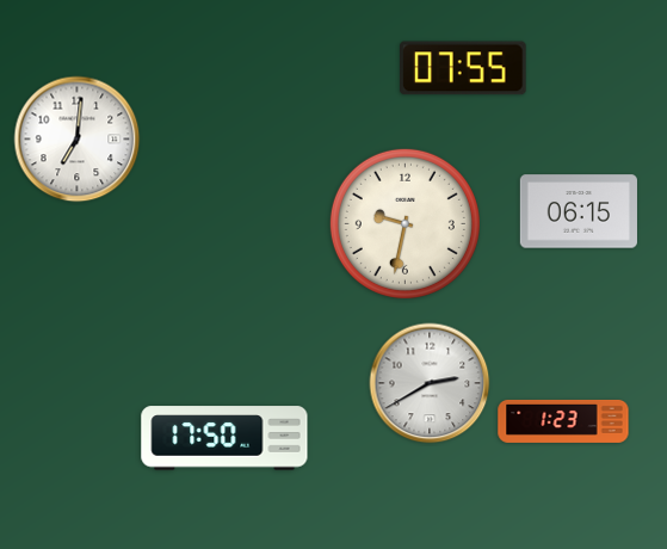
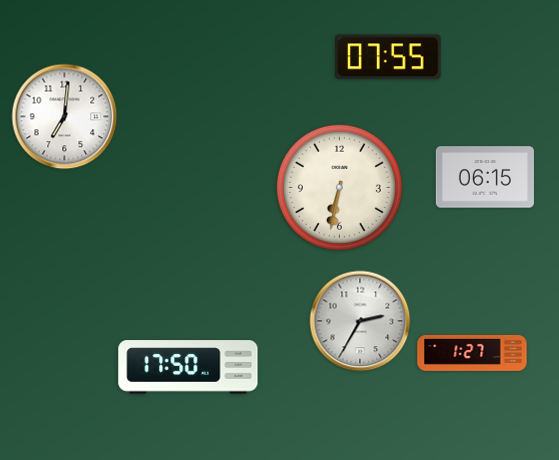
clock at (404, 223): 9:32 -> 6:32
clock at (430, 383): 2:40 -> 2:35
clock at (563, 421): 1:23 -> 1:27
